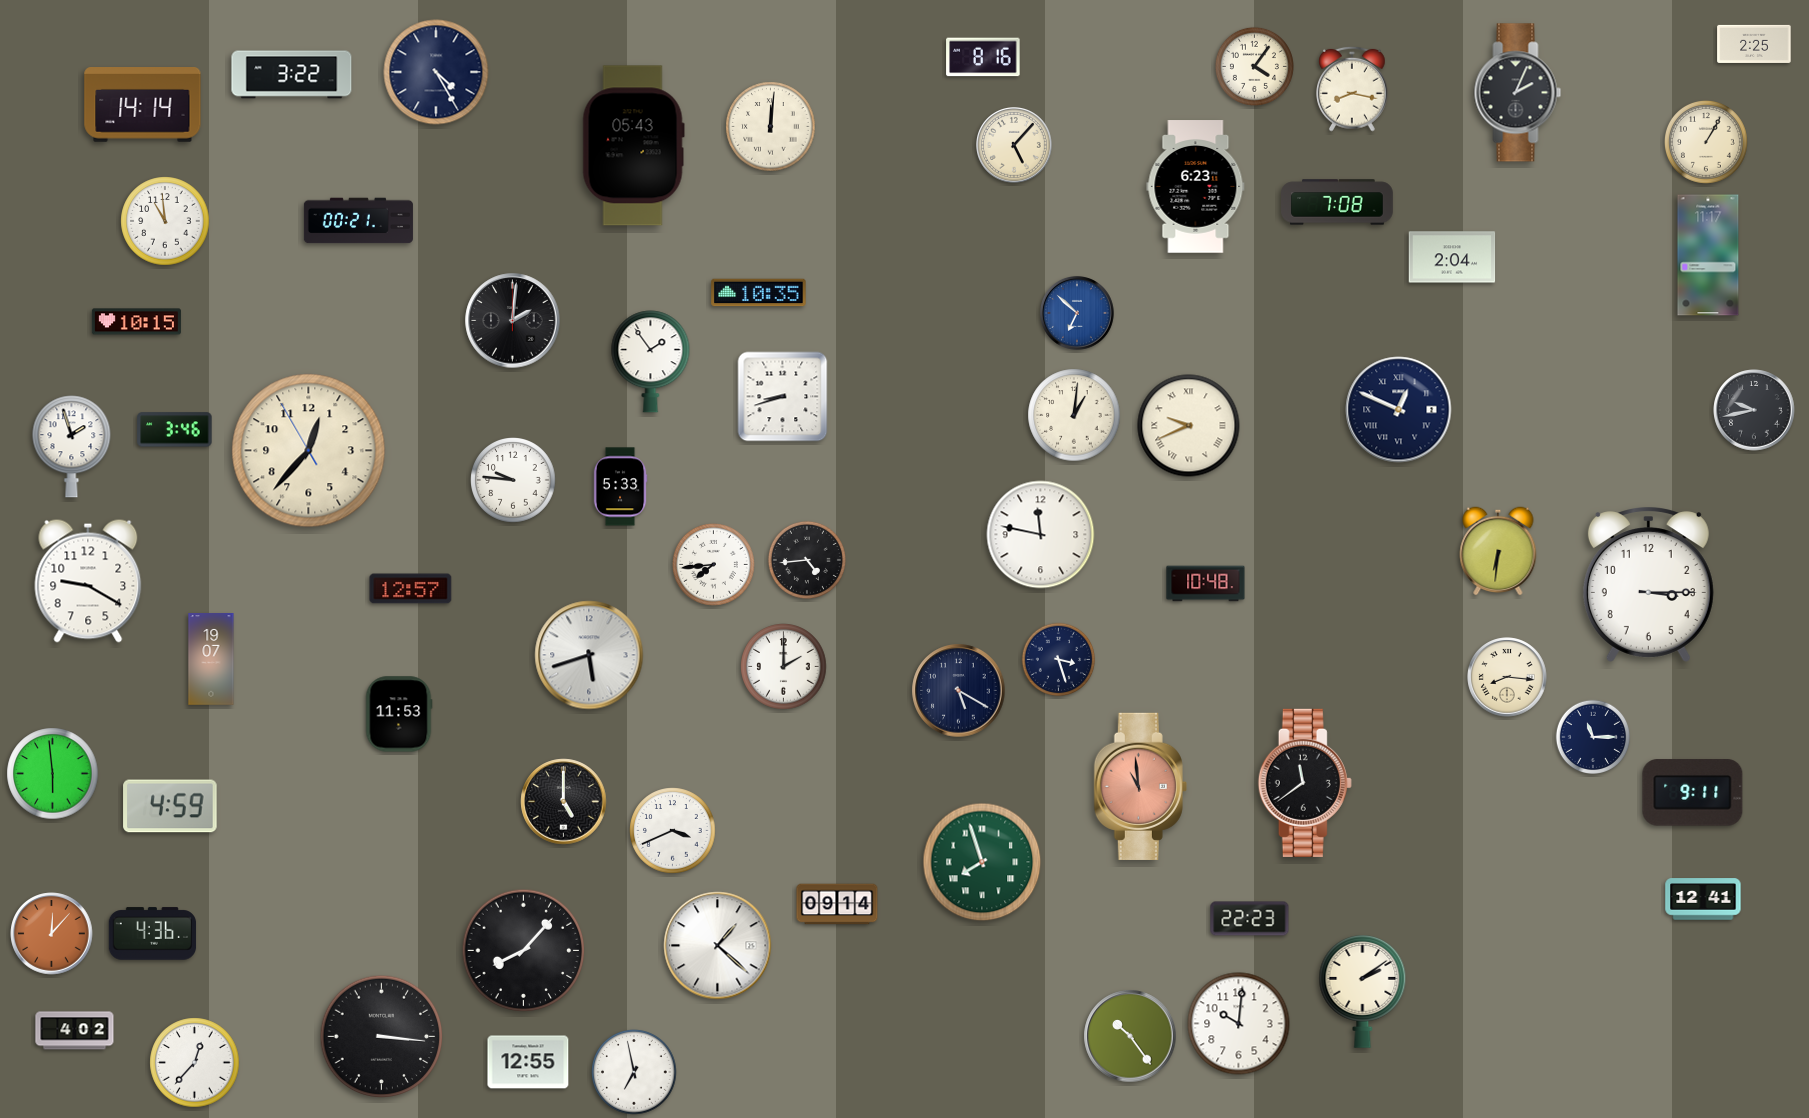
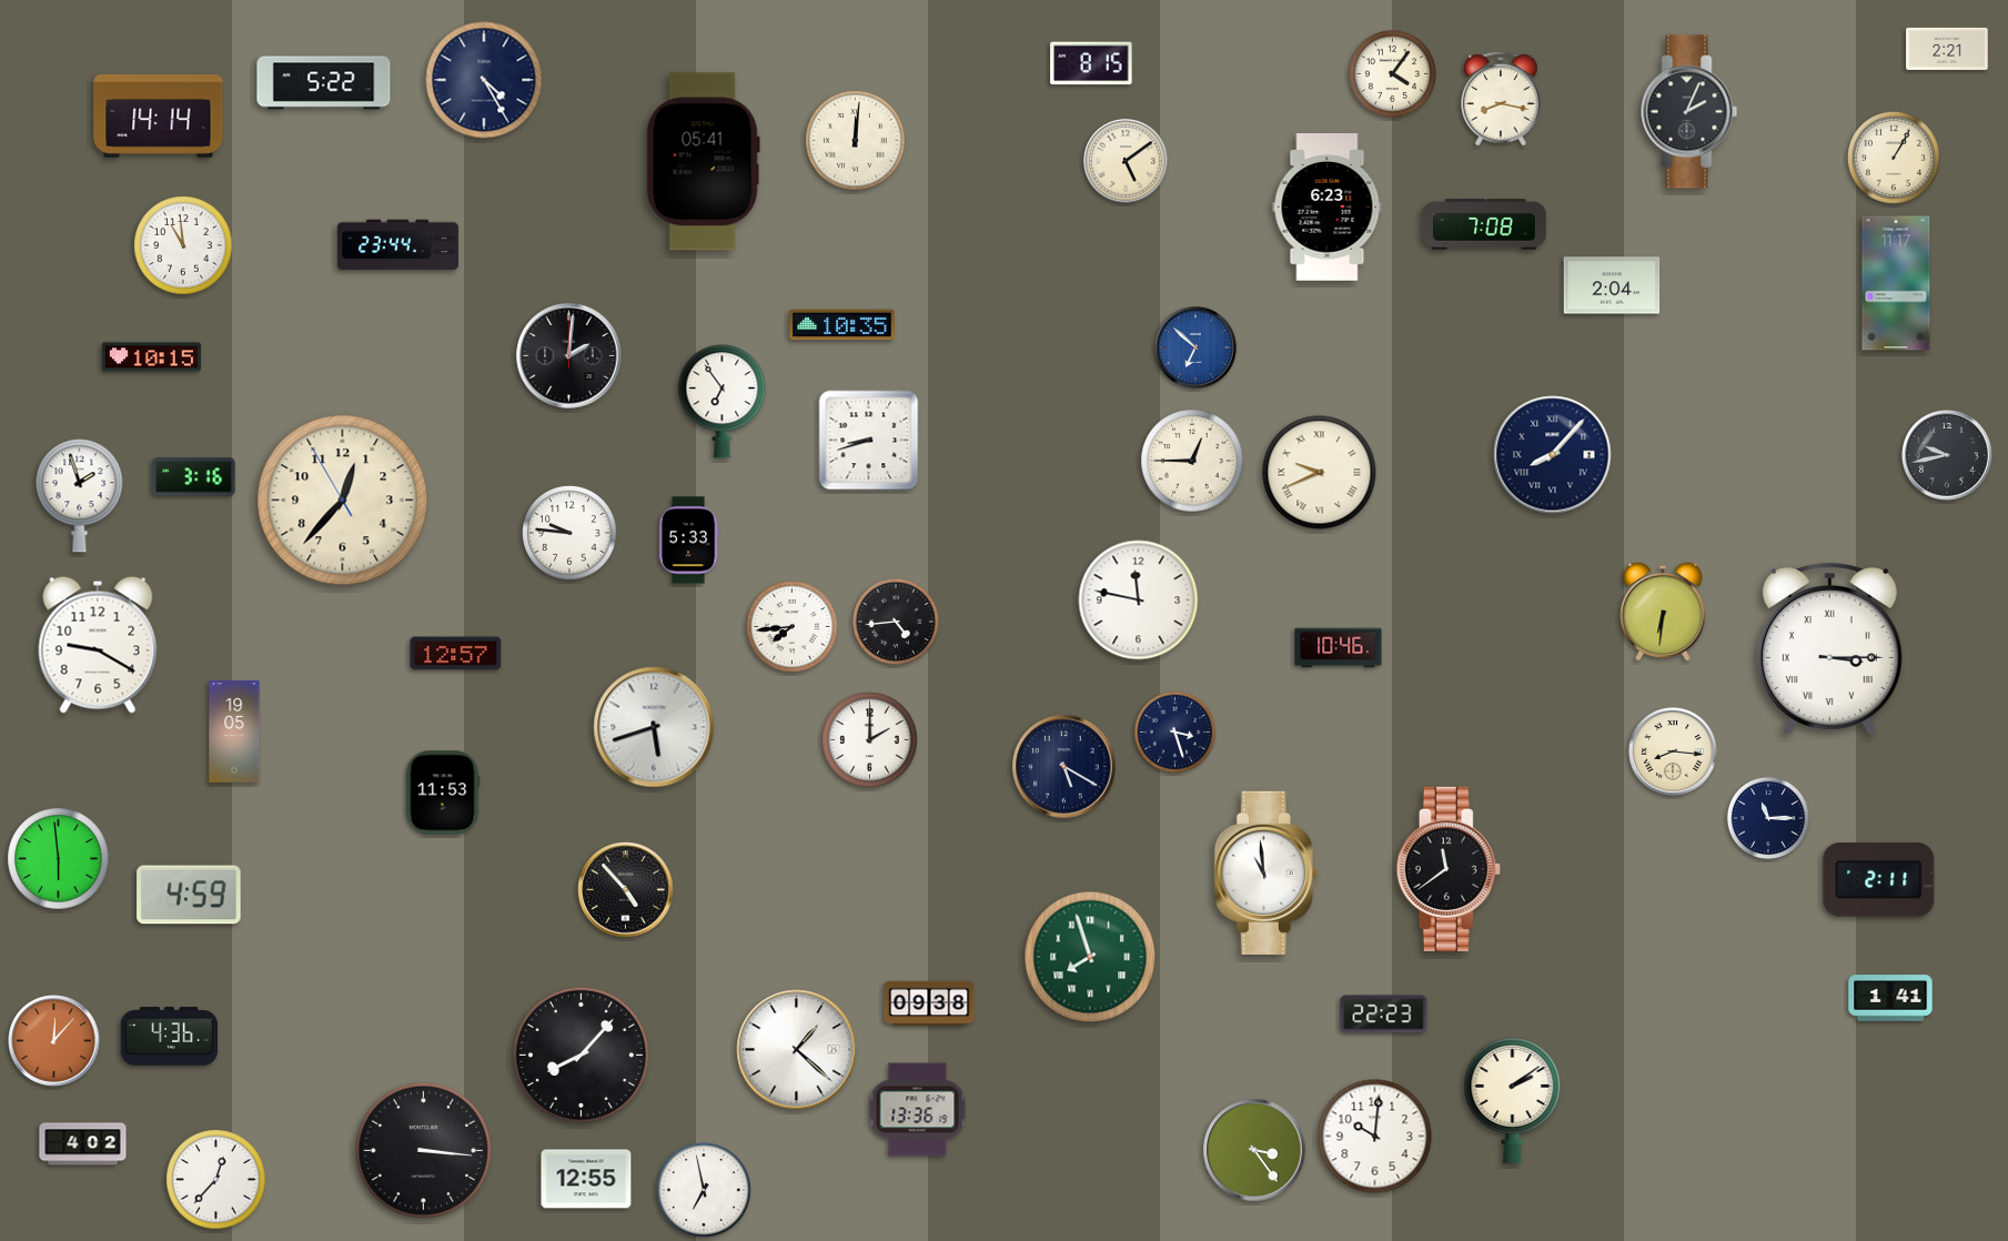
clock at (1754, 44): 2:25 -> 2:21
clock at (983, 57): 8:16 -> 8:15
clock at (292, 75): 3:22 -> 5:22
clock at (1518, 93) position: (1518, 93) -> (1689, 112)
clock at (633, 146): 05:43 -> 05:41
clock at (1015, 146): 5:07 -> 5:09
clock at (358, 221): 00:21 -> 23:44
clock at (651, 362): 1:54 -> 6:54
clock at (1399, 410): 12:49 -> 8:07
clock at (1074, 415): 1:01 -> 12:45
clock at (175, 430): 3:46 -> 3:16
clock at (1041, 535) position: (1041, 535) -> (1139, 601)
clock at (1206, 584): 10:48 -> 10:46
clock at (1648, 585) numerals: Arabic -> Roman
clock at (211, 659): 19:07 -> 19:05
clock at (1140, 786) dial: salmon -> white
clock at (1693, 793): 9:11 -> 2:11
clock at (564, 802): 5:00 -> 4:53
clock at (673, 831): 3:41 -> none
clock at (1703, 899): 12:41 -> 1:41
clock at (837, 904): 09:14 -> 09:38
clock at (1250, 919) position: (1250, 919) -> (1384, 1015)
clock at (52, 934) position: (52, 934) -> (54, 1041)
clock at (918, 1110): none -> 13:36
clock at (1130, 1036): 10:24 -> 3:24
